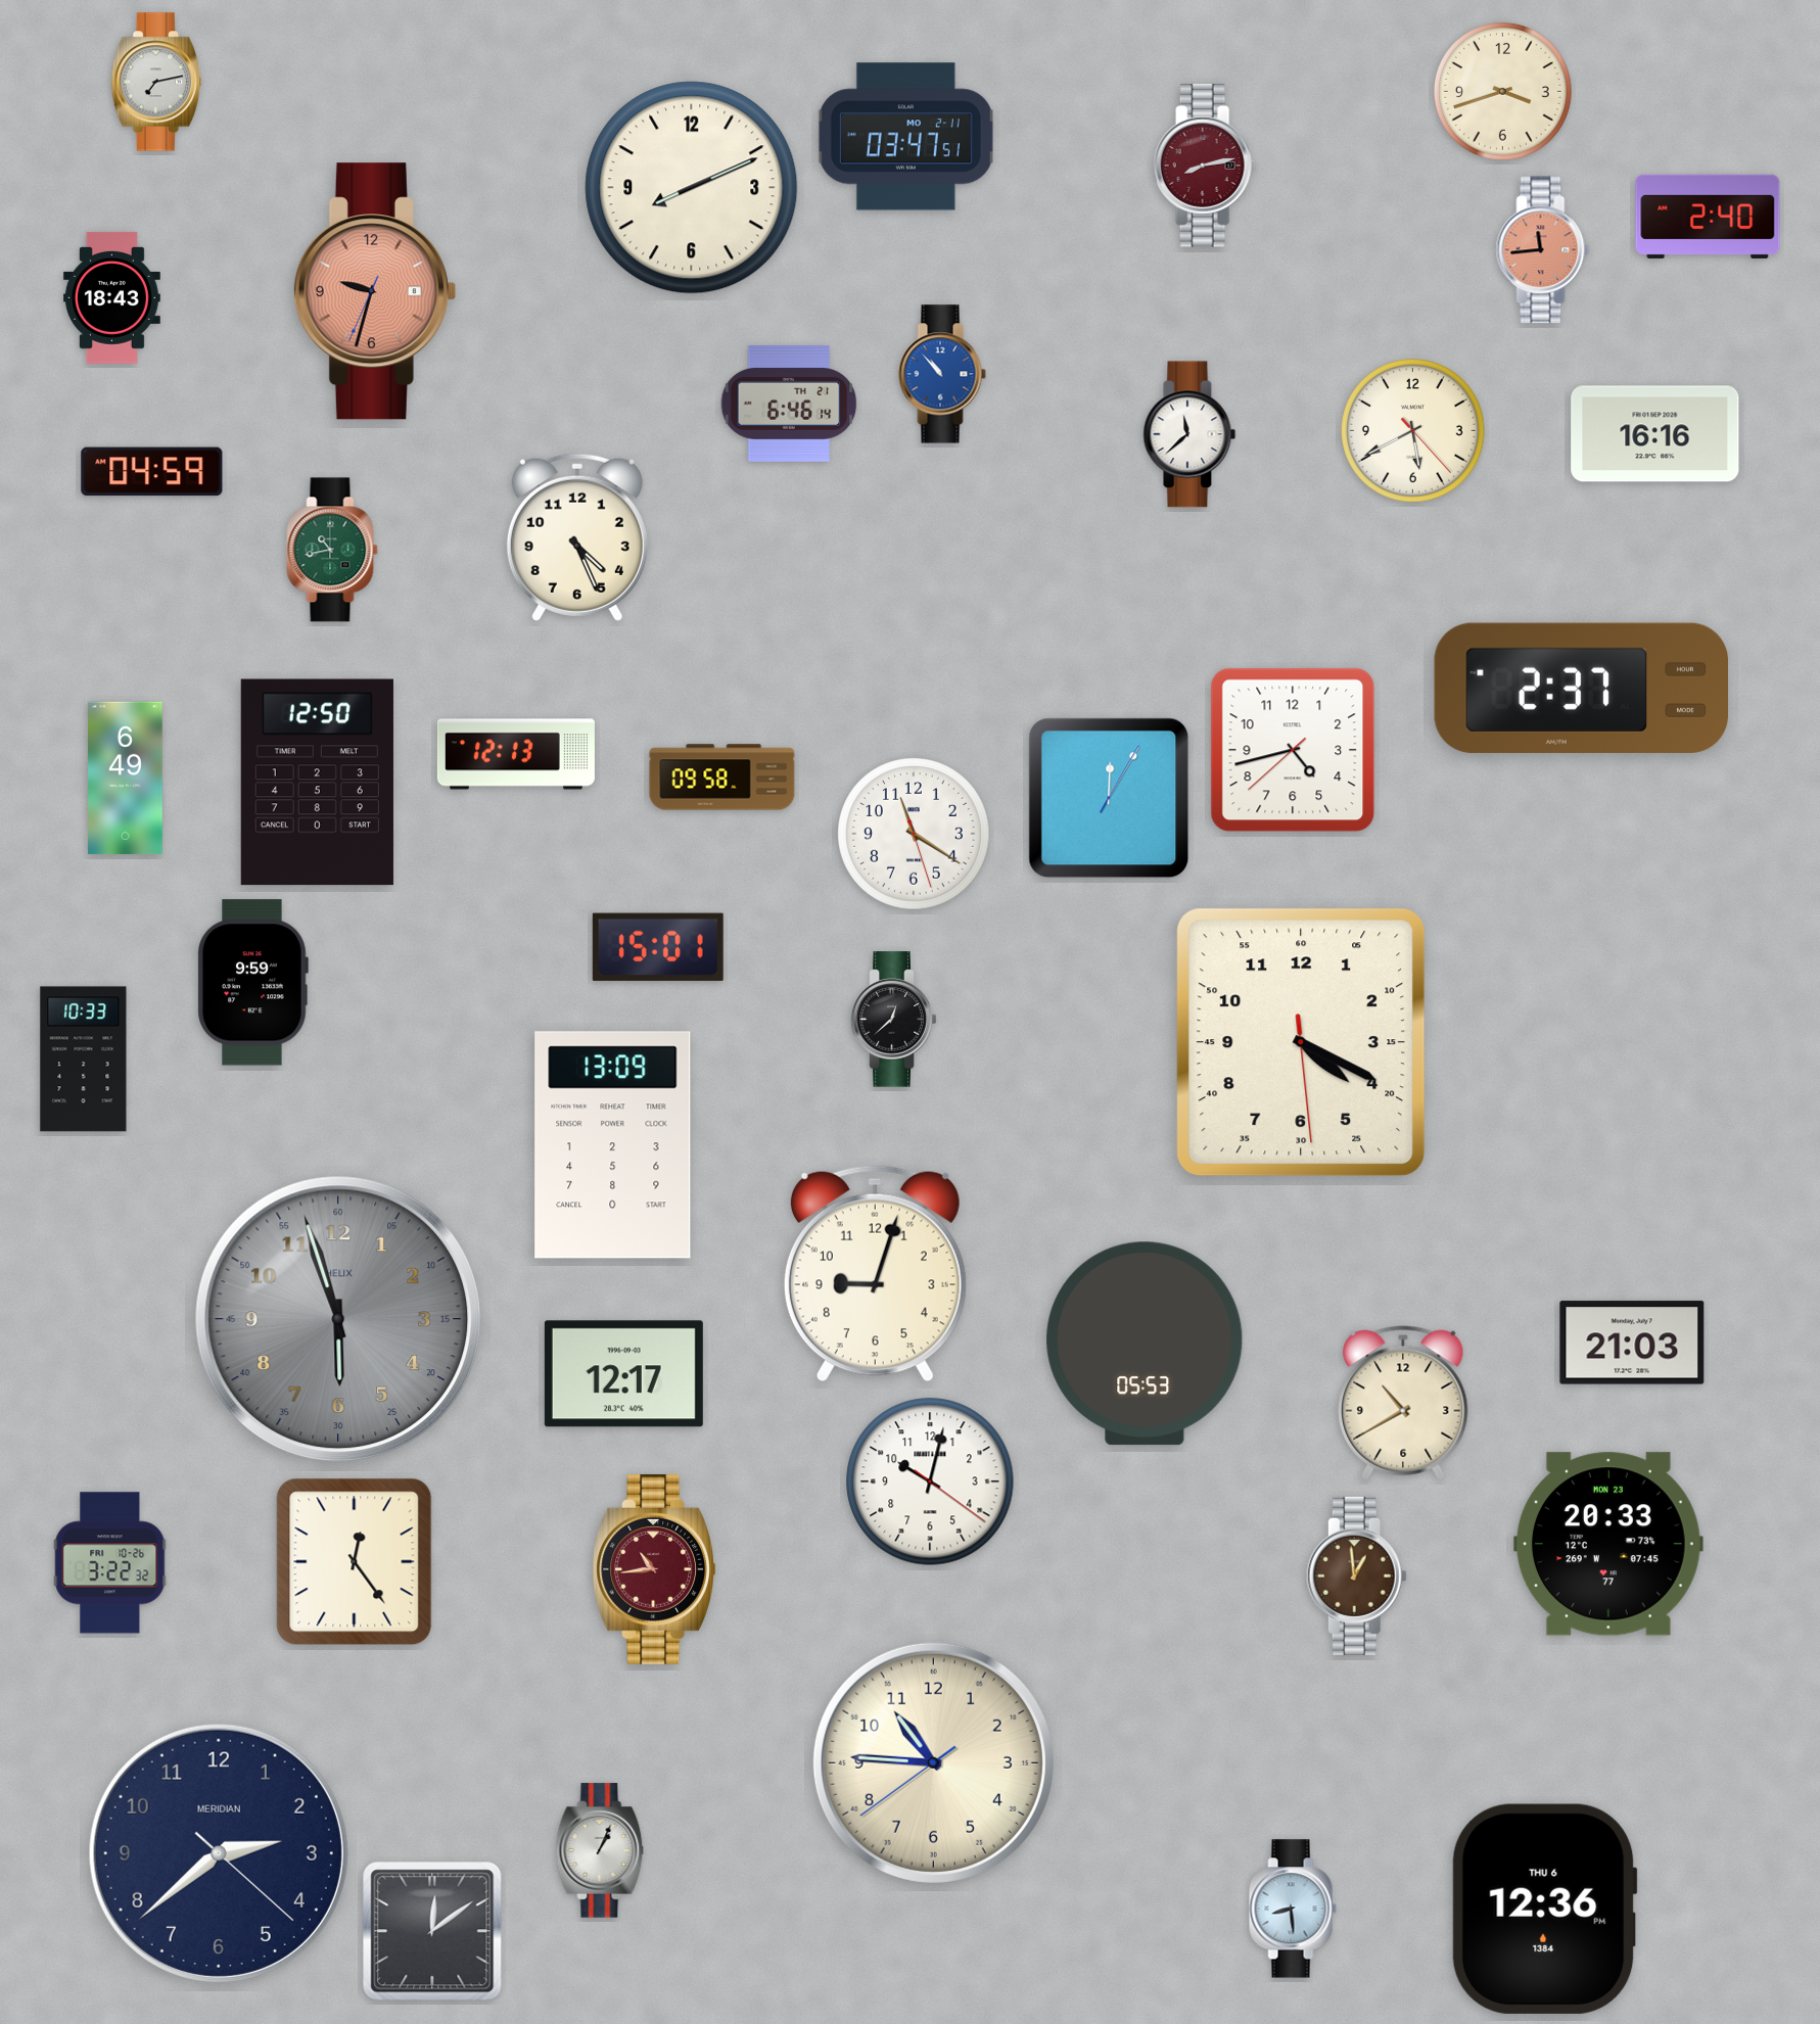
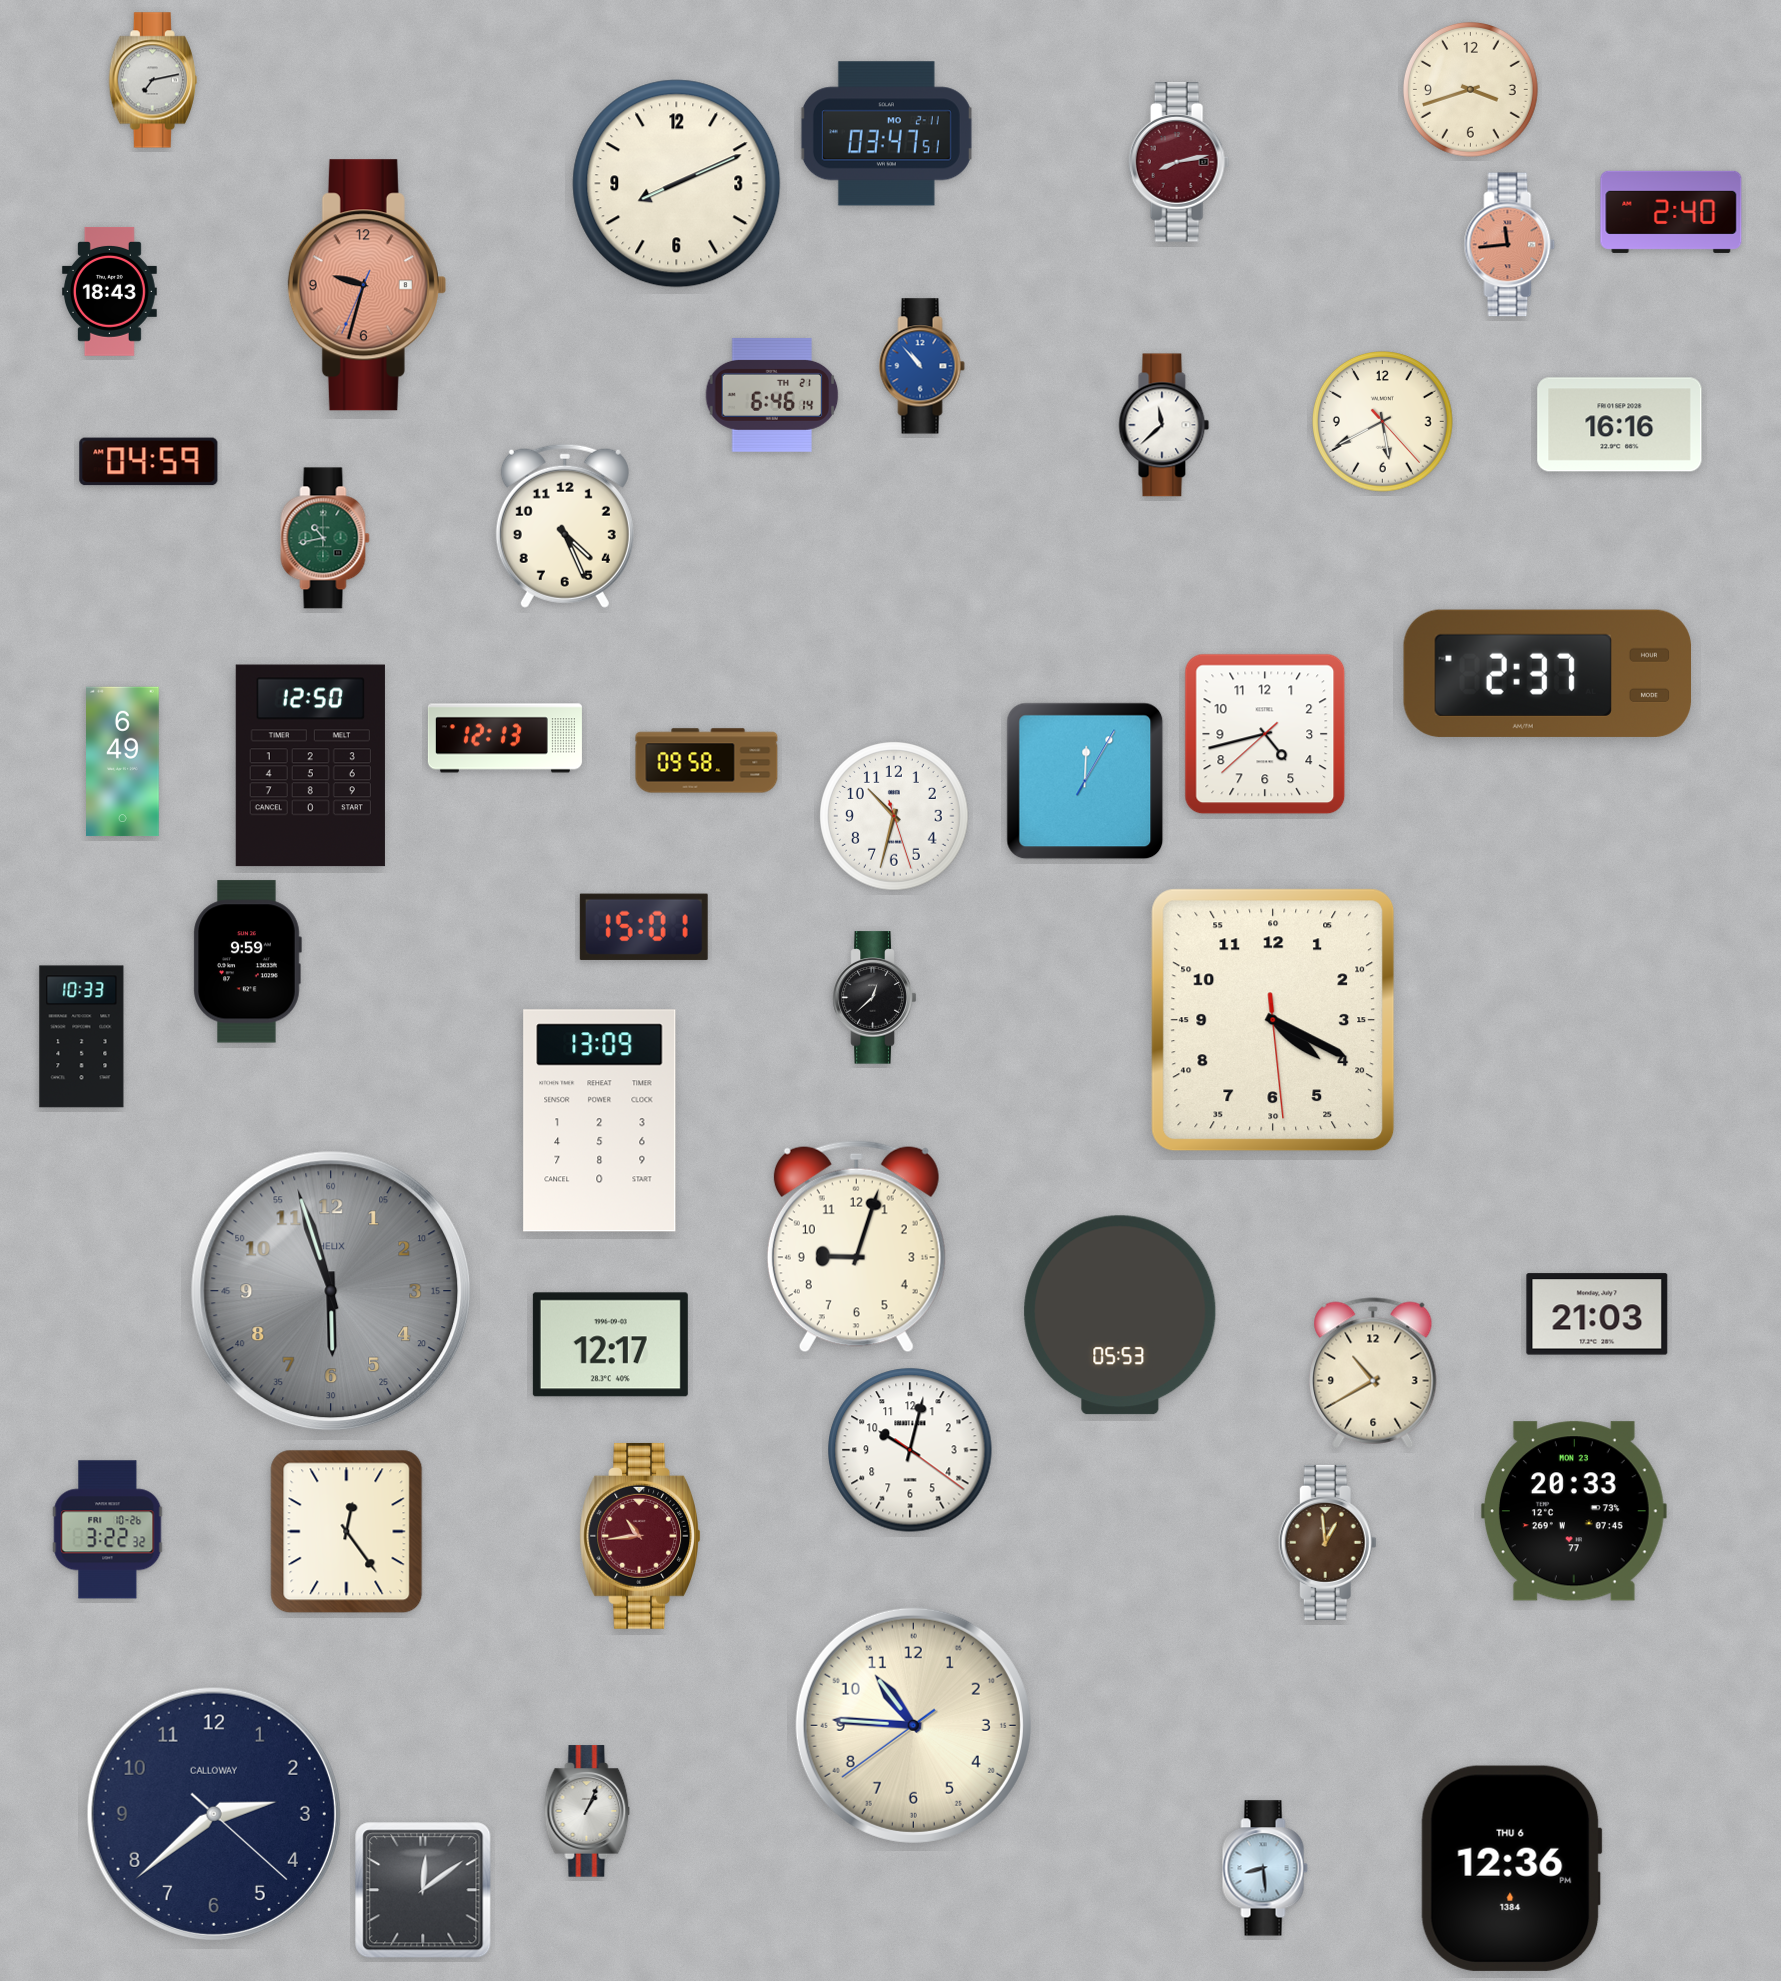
clock at (914, 834): 11:20 -> 10:32
clock at (355, 1562) position: (355, 1562) -> (347, 1532)
clock at (219, 1853) brand: MERIDIAN -> CALLOWAY
